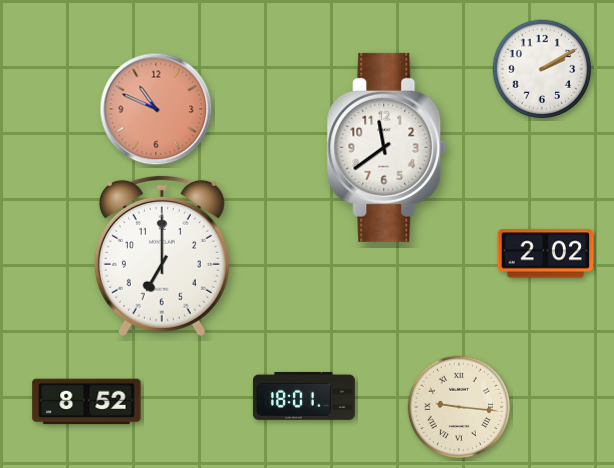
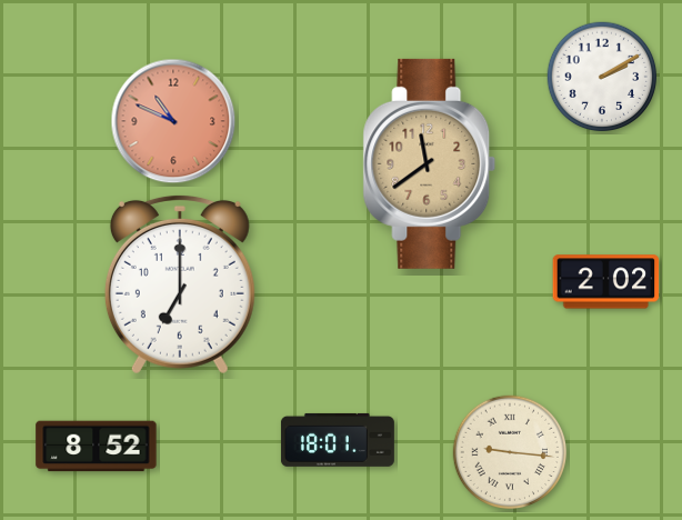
clock at (387, 147) dial: white -> champagne
